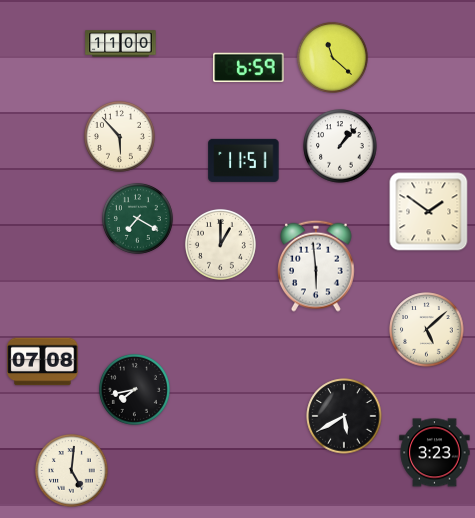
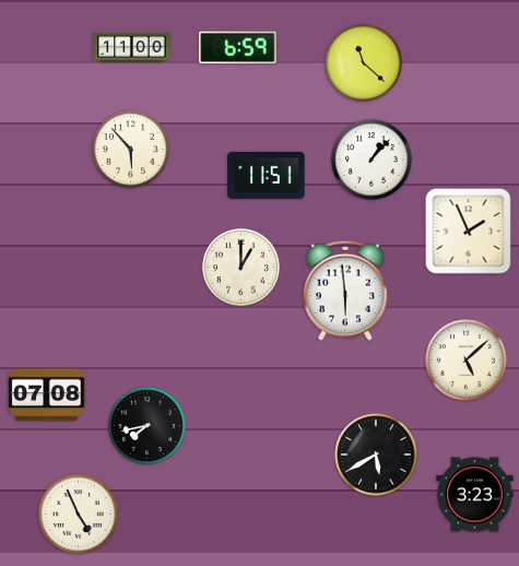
clock at (249, 68) position: (249, 68) -> (238, 48)
clock at (429, 212): 1:51 -> 1:56
clock at (137, 218): 7:20 -> none
clock at (72, 471): 5:01 -> 4:56
